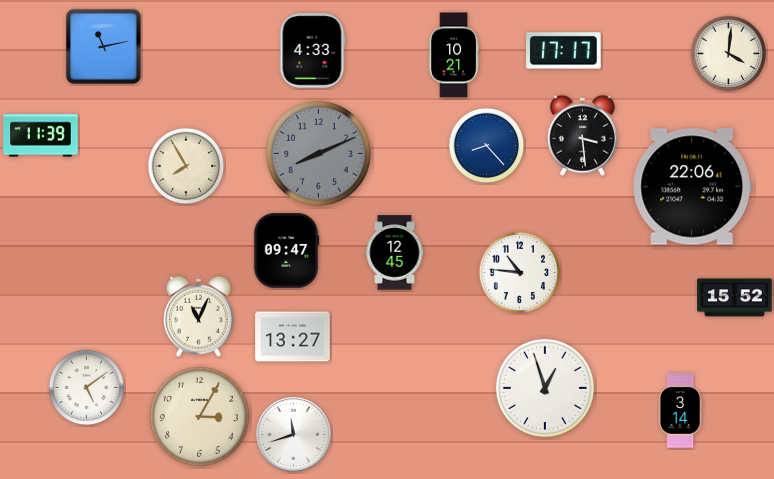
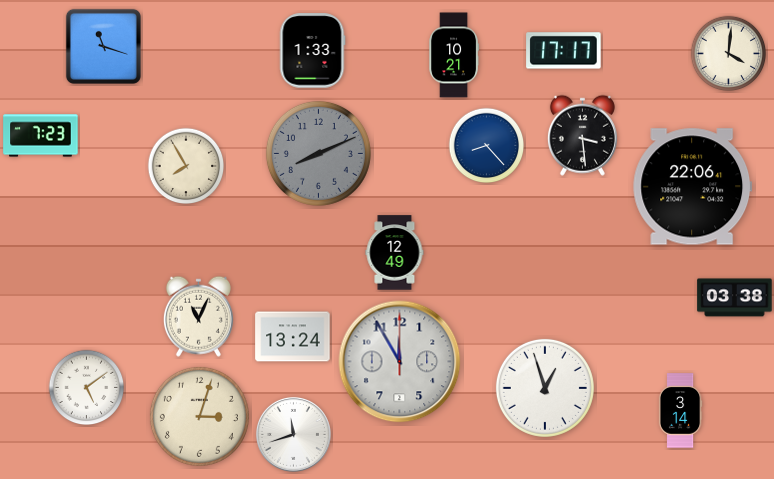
clock at (103, 46): 11:13 -> 11:18
clock at (312, 51): 4:33 -> 1:33
clock at (41, 136): 11:39 -> 7:23
clock at (286, 251): 09:47 -> none
clock at (395, 253): 12:45 -> 12:49
clock at (519, 272): 10:46 -> none
clock at (735, 298): 15:52 -> 03:38
clock at (293, 337): 13:27 -> 13:24
clock at (400, 362): none -> 11:55
clock at (199, 416): 3:05 -> 3:03
